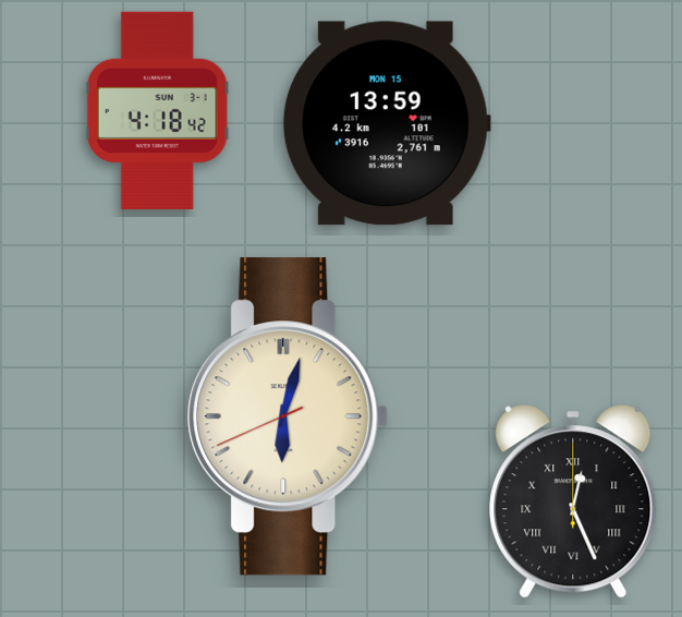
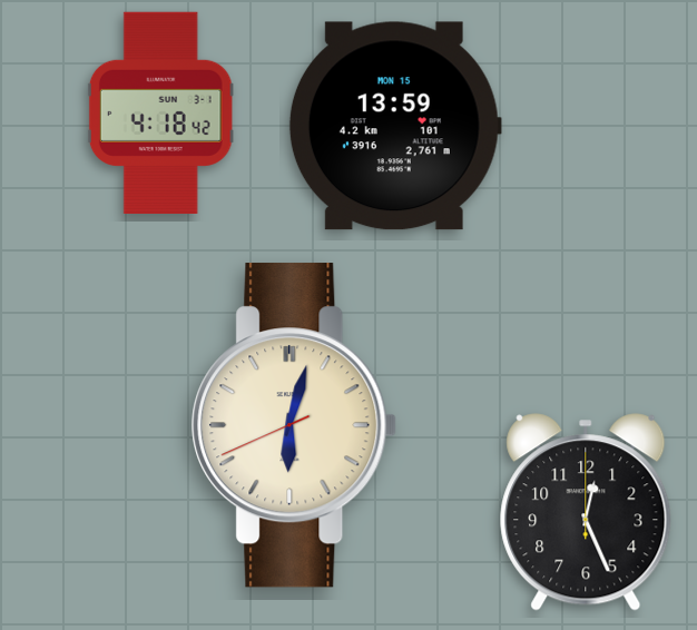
clock at (573, 501) numerals: Roman -> Arabic
